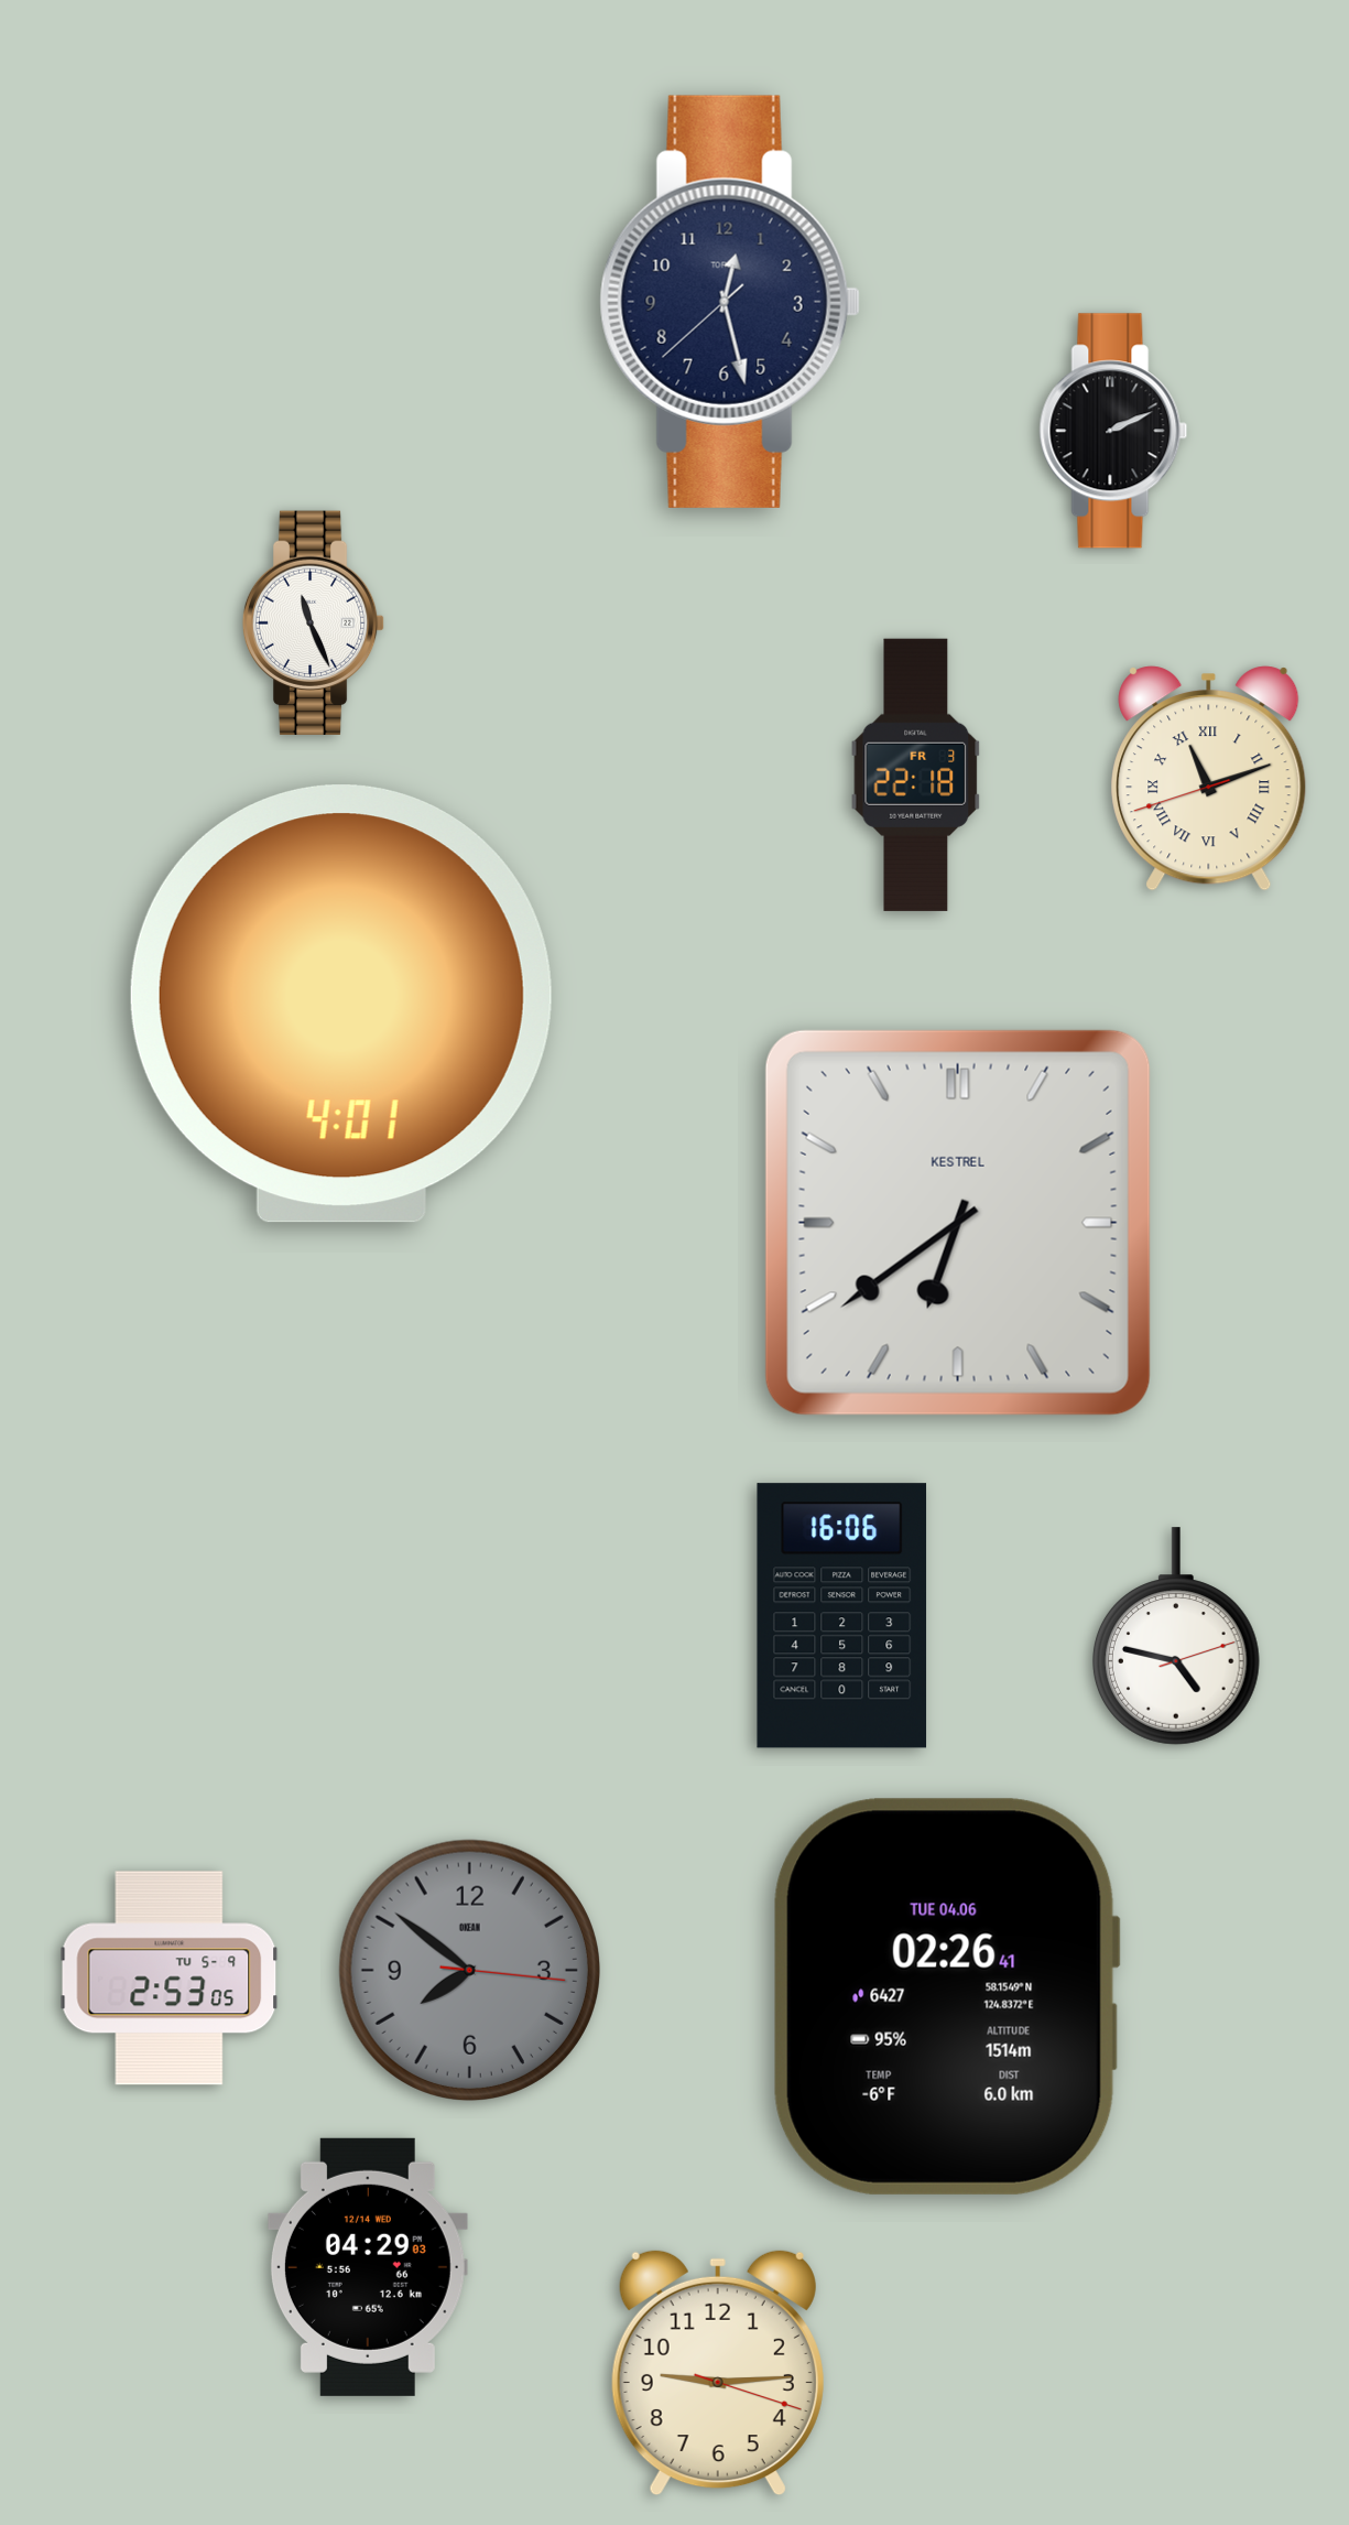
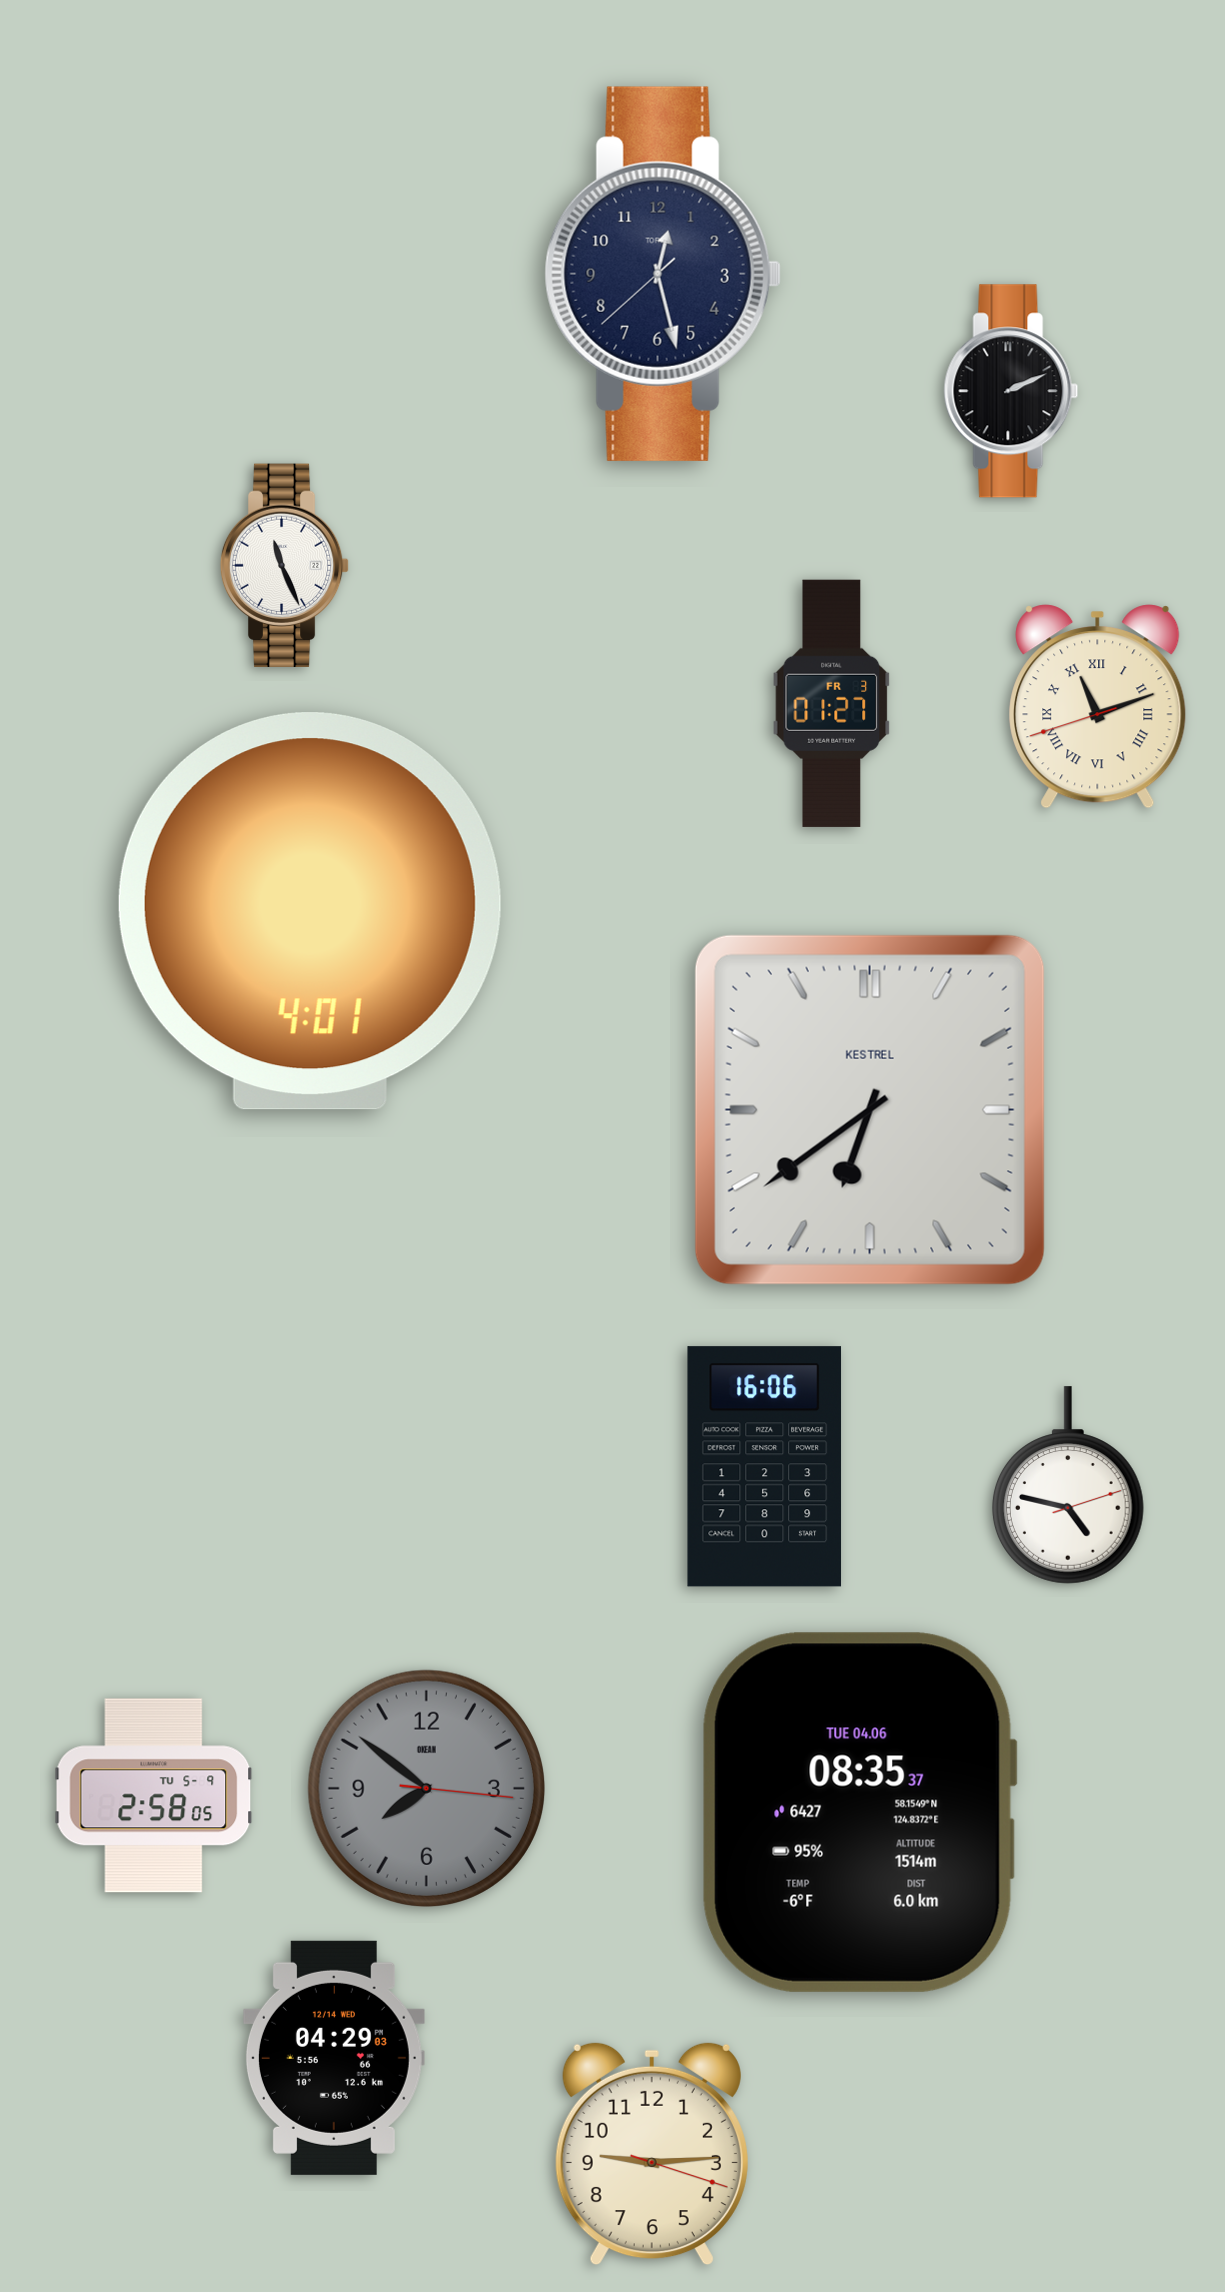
clock at (916, 774): 22:18 -> 01:27
clock at (170, 1979): 2:53 -> 2:58
clock at (946, 1996): 02:26 -> 08:35
